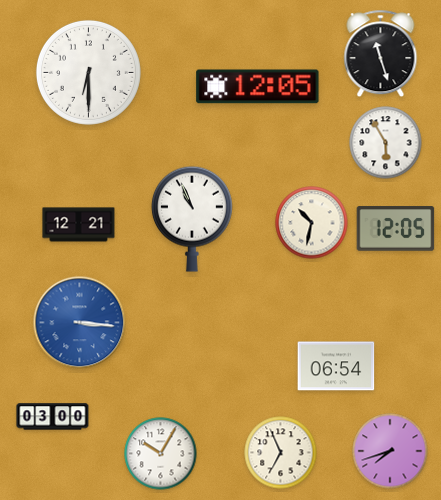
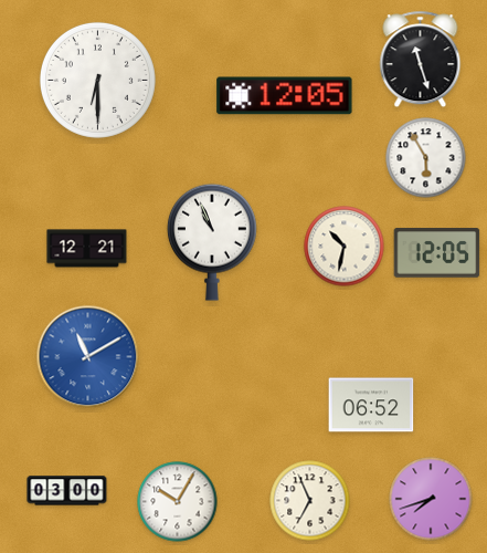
clock at (80, 323): 3:16 -> 11:10
clock at (336, 366): 06:54 -> 06:52
clock at (53, 417) position: (53, 417) -> (67, 491)
